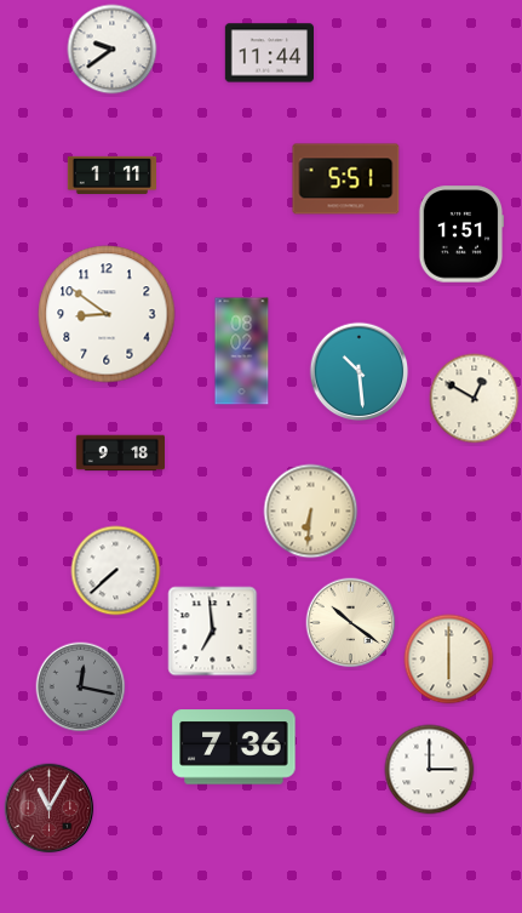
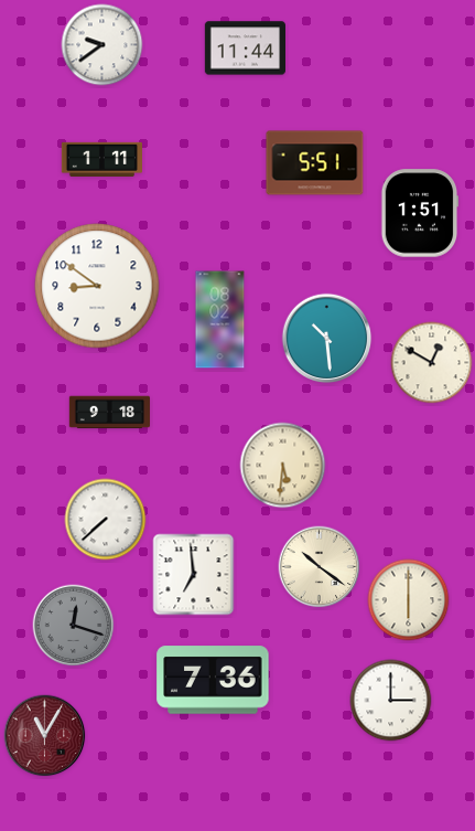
clock at (311, 512): 6:31 -> 5:31
clock at (81, 687): 12:17 -> 12:18
